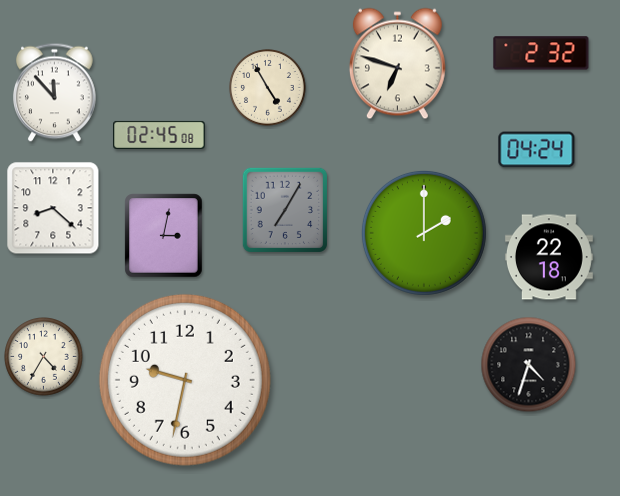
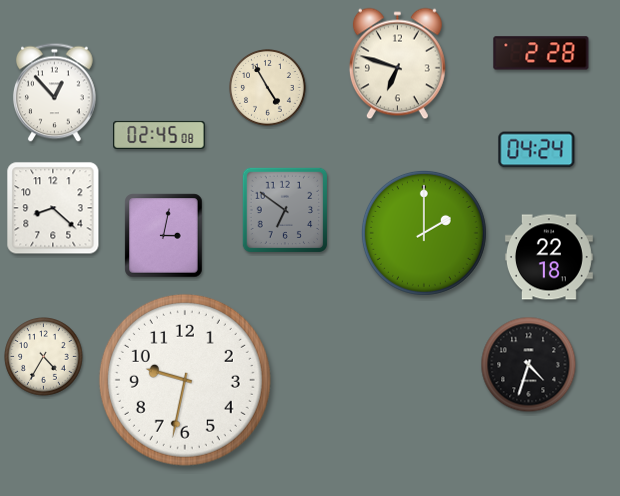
clock at (541, 53): 2:32 -> 2:28
clock at (55, 93): 11:53 -> 12:53
clock at (285, 210): 7:05 -> 6:51
